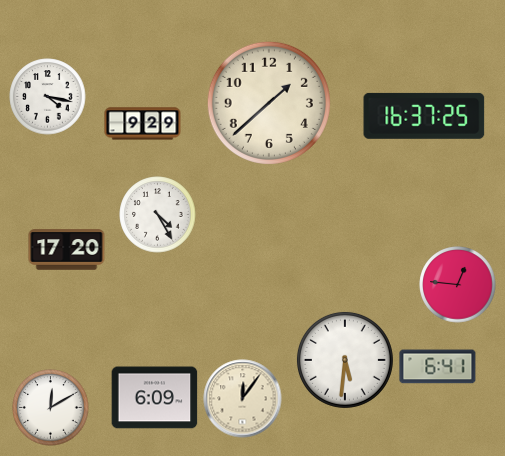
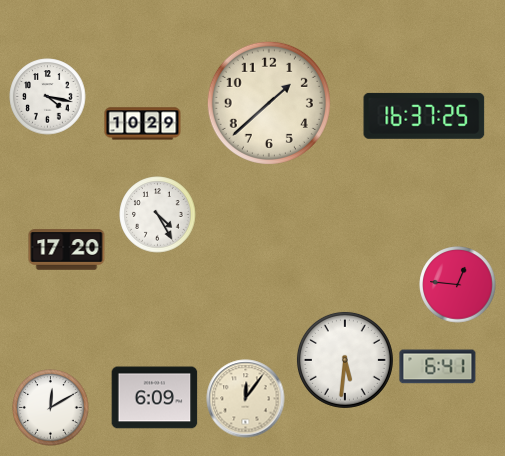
clock at (143, 124): 9:29 -> 10:29
clock at (243, 399) position: (243, 399) -> (246, 399)
